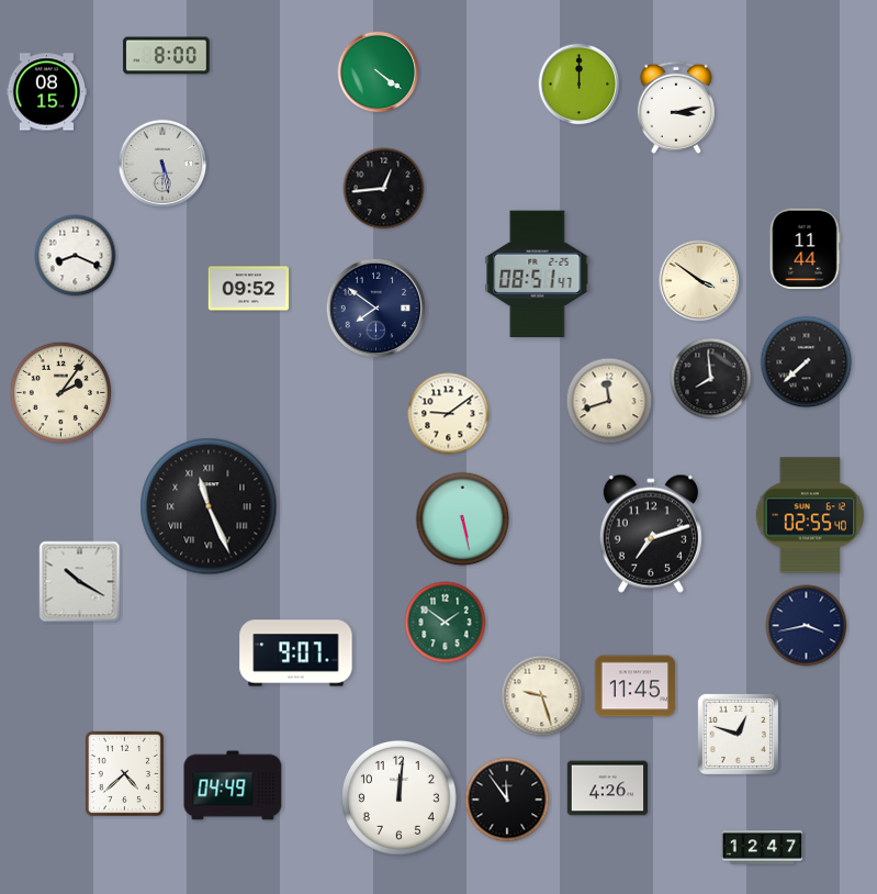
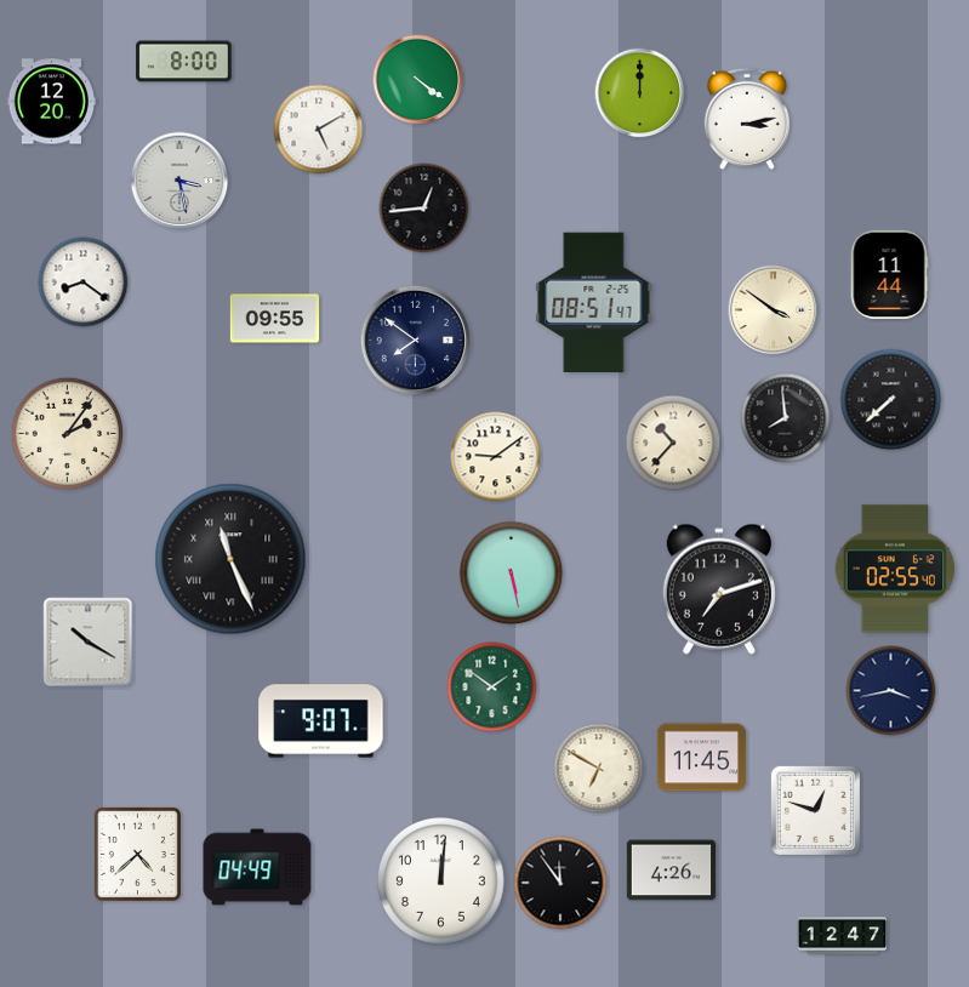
clock at (47, 92): 08:15 -> 12:20
clock at (319, 130): none -> 5:10
clock at (162, 164): 5:28 -> 3:28
clock at (76, 256): 8:19 -> 8:21
clock at (249, 289): 09:52 -> 09:55
clock at (609, 401): 11:42 -> 10:37
clock at (296, 653) position: (296, 653) -> (321, 721)
clock at (542, 696): 9:27 -> 6:50
